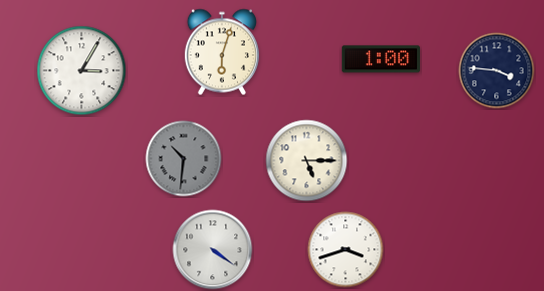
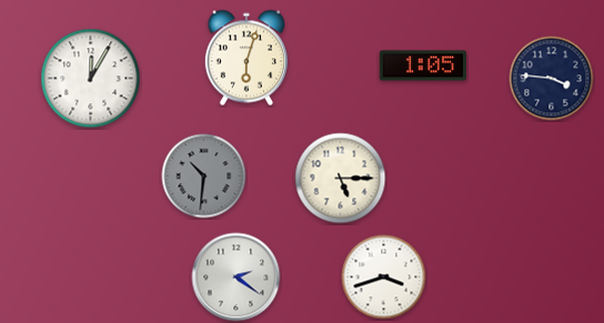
clock at (380, 59): 1:00 -> 1:05
clock at (82, 71): 3:05 -> 12:05
clock at (213, 250): 4:21 -> 2:21
